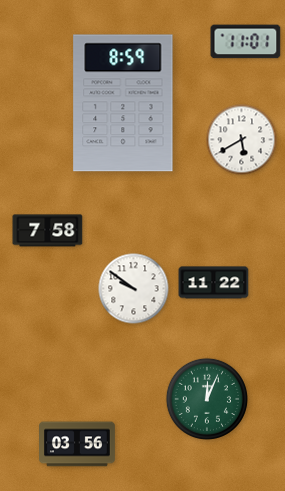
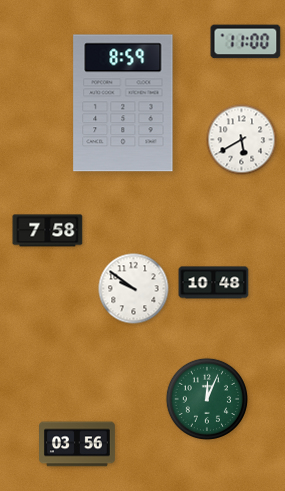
clock at (246, 42): 11:01 -> 11:00
clock at (214, 283): 11:22 -> 10:48
